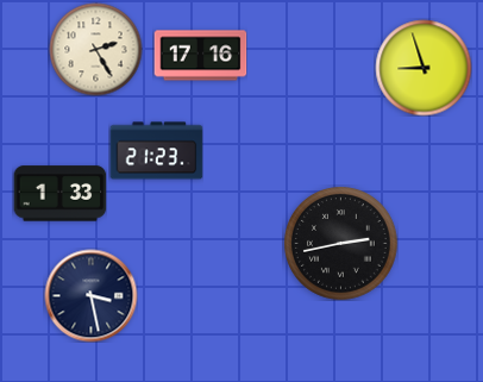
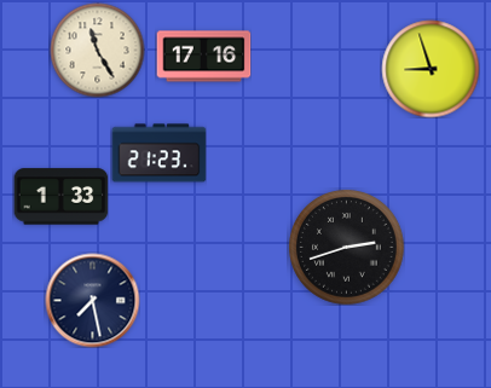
clock at (95, 49): 2:25 -> 11:25
clock at (340, 243): 2:43 -> 2:42
clock at (90, 295): 3:28 -> 7:28
